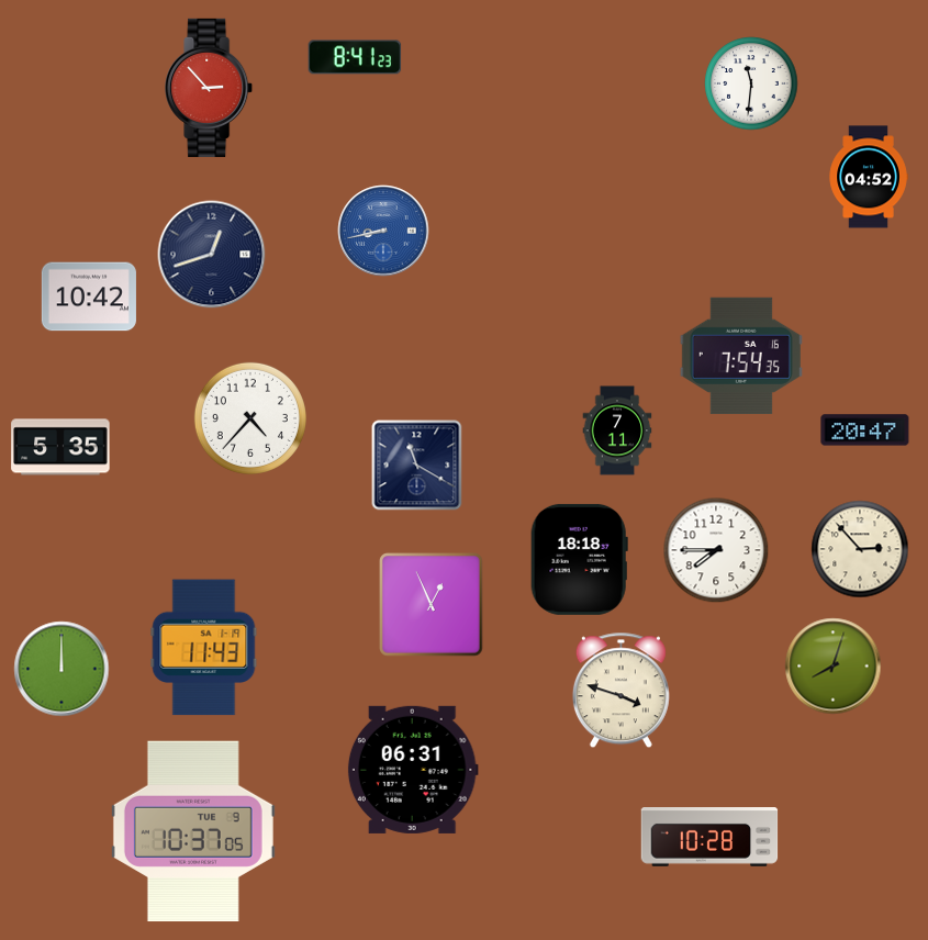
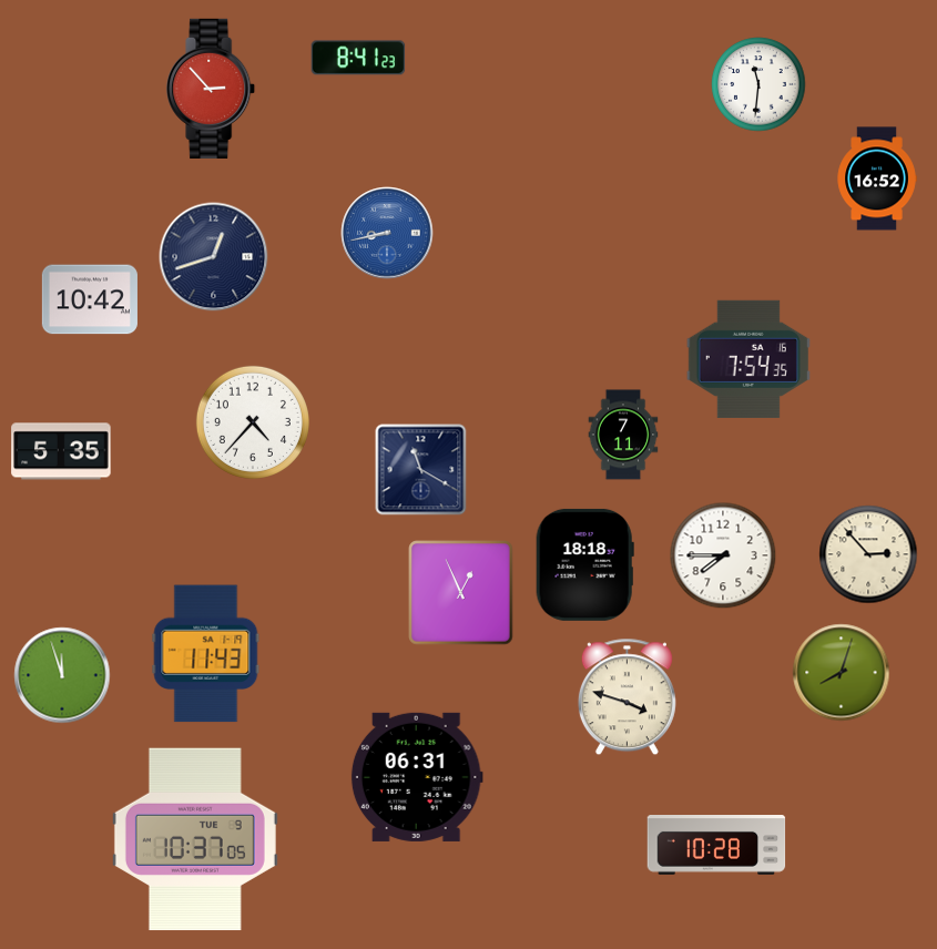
clock at (869, 177): 04:52 -> 16:52
clock at (865, 430): 20:47 -> none
clock at (432, 605) position: (432, 605) -> (461, 593)
clock at (62, 669): 12:00 -> 11:57
